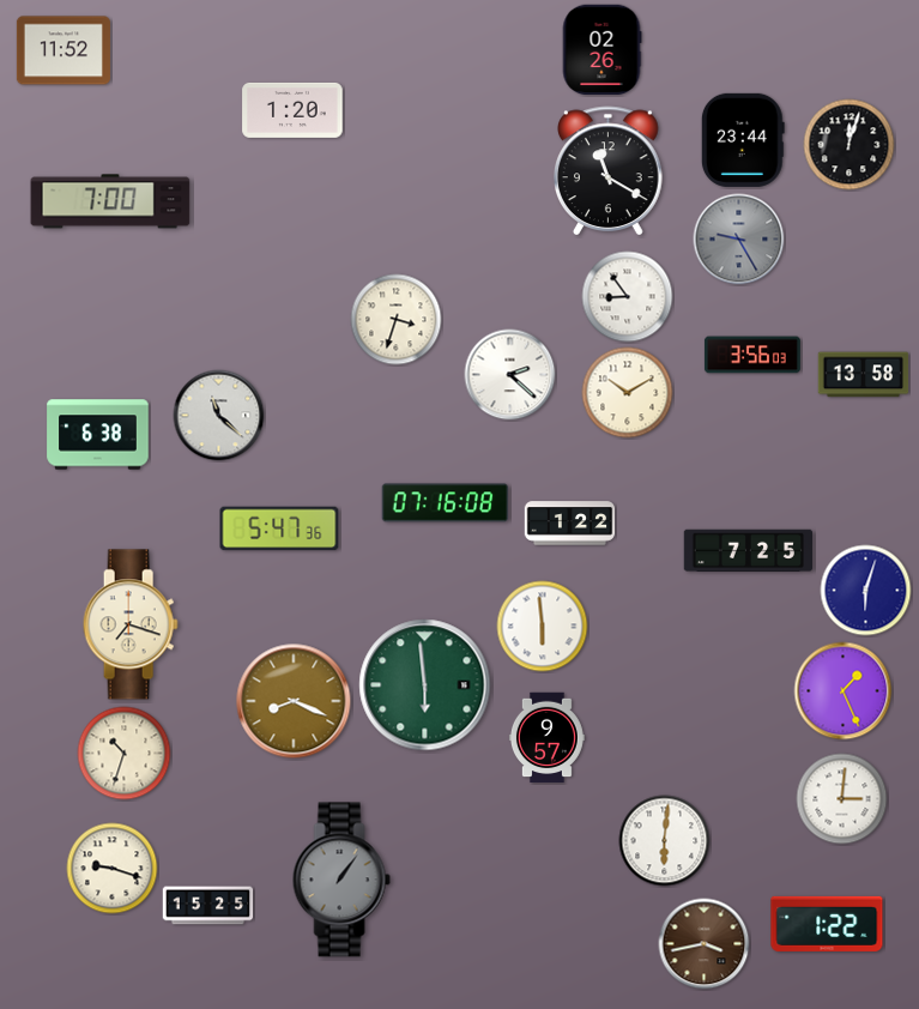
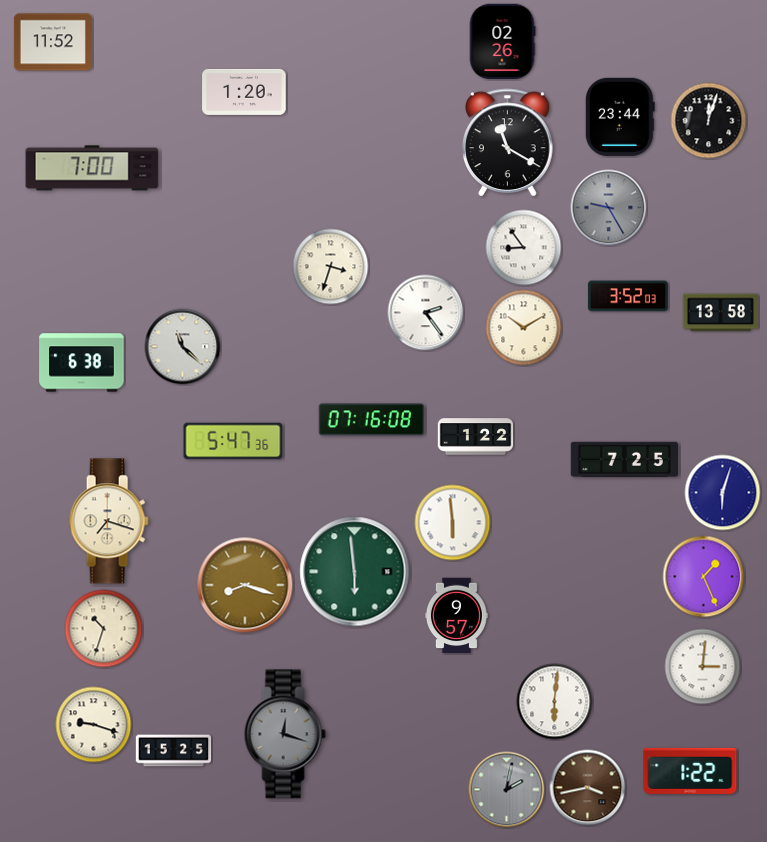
clock at (739, 240) position: (739, 240) -> (609, 208)
clock at (752, 355): 3:56 -> 3:52
clock at (510, 375): 2:22 -> 2:24
clock at (294, 701): 8:19 -> 8:18
clock at (341, 880): 1:06 -> 12:18
clock at (208, 906) position: (208, 906) -> (174, 751)
clock at (507, 790): none -> 2:02
